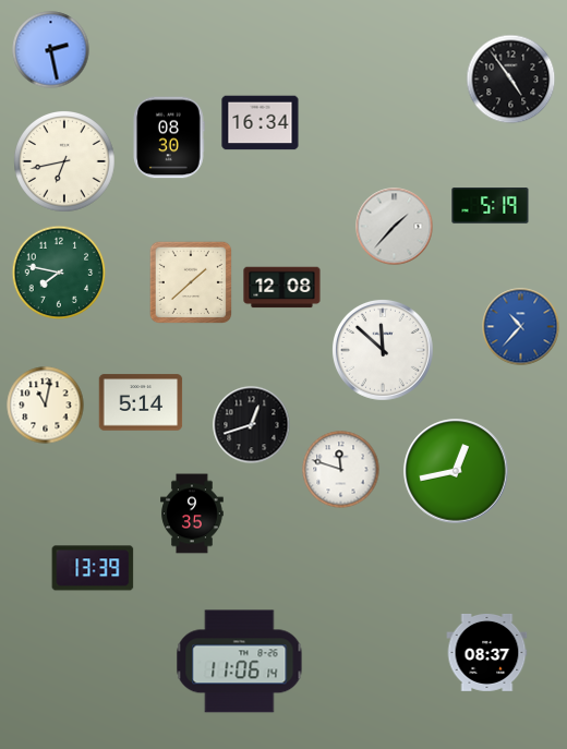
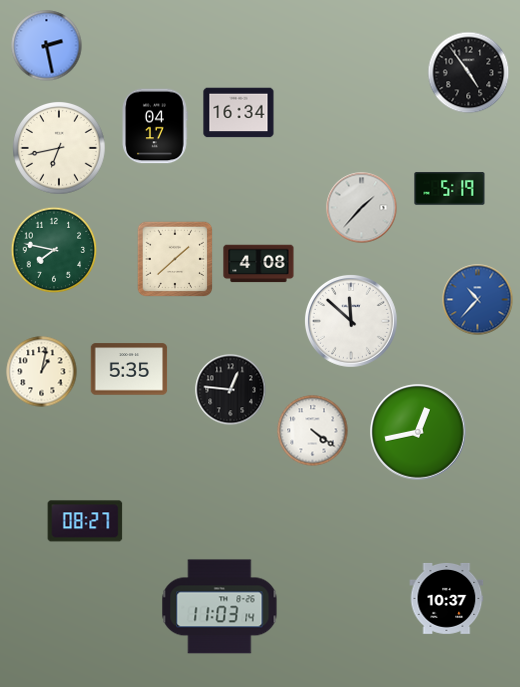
clock at (169, 137): 08:30 -> 04:17
clock at (282, 288): 12:08 -> 4:08
clock at (141, 402): 5:14 -> 5:35
clock at (46, 406): 11:02 -> 1:02
clock at (252, 425): 12:42 -> 12:46
clock at (341, 470): 11:48 -> 4:21
clock at (192, 514): 9:35 -> none
clock at (93, 568): 13:39 -> 08:27
clock at (487, 652): 08:37 -> 10:37
clock at (240, 662): 11:06 -> 11:03
